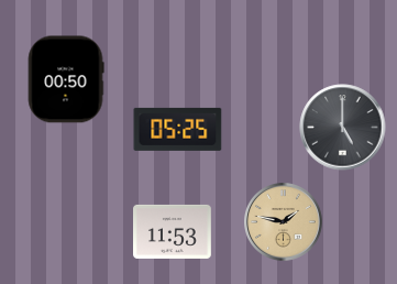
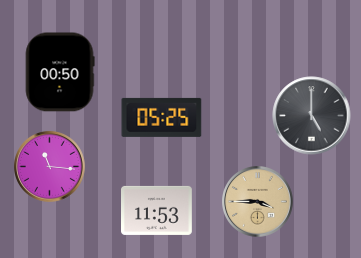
clock at (50, 167): none -> 11:16
clock at (284, 222): 1:47 -> 3:45
